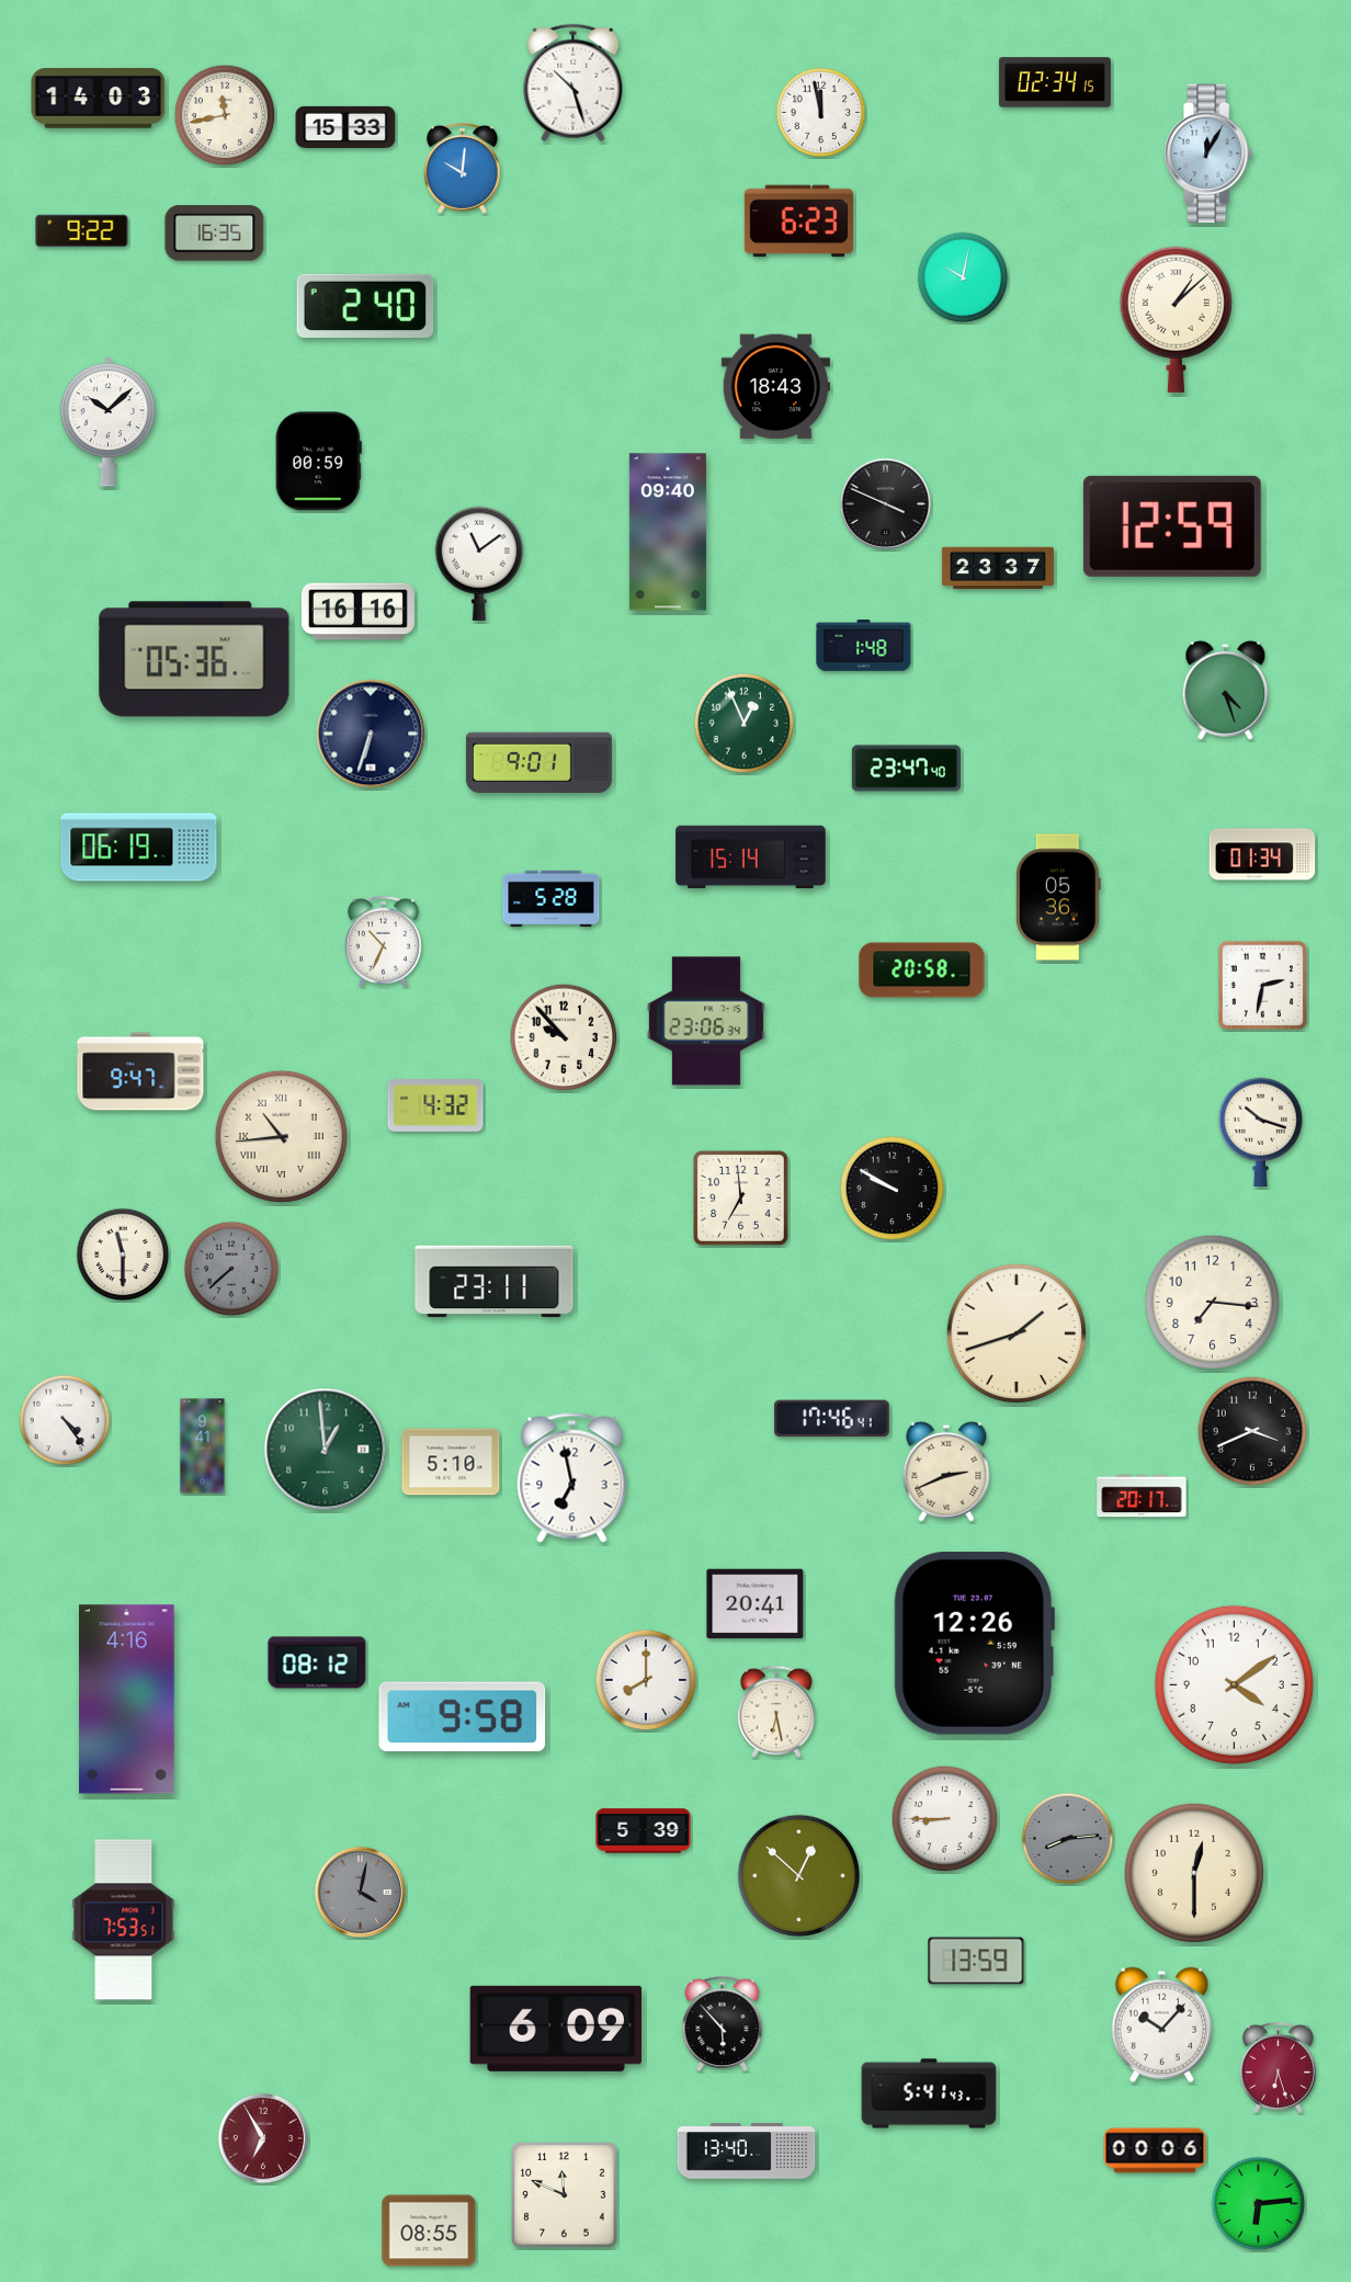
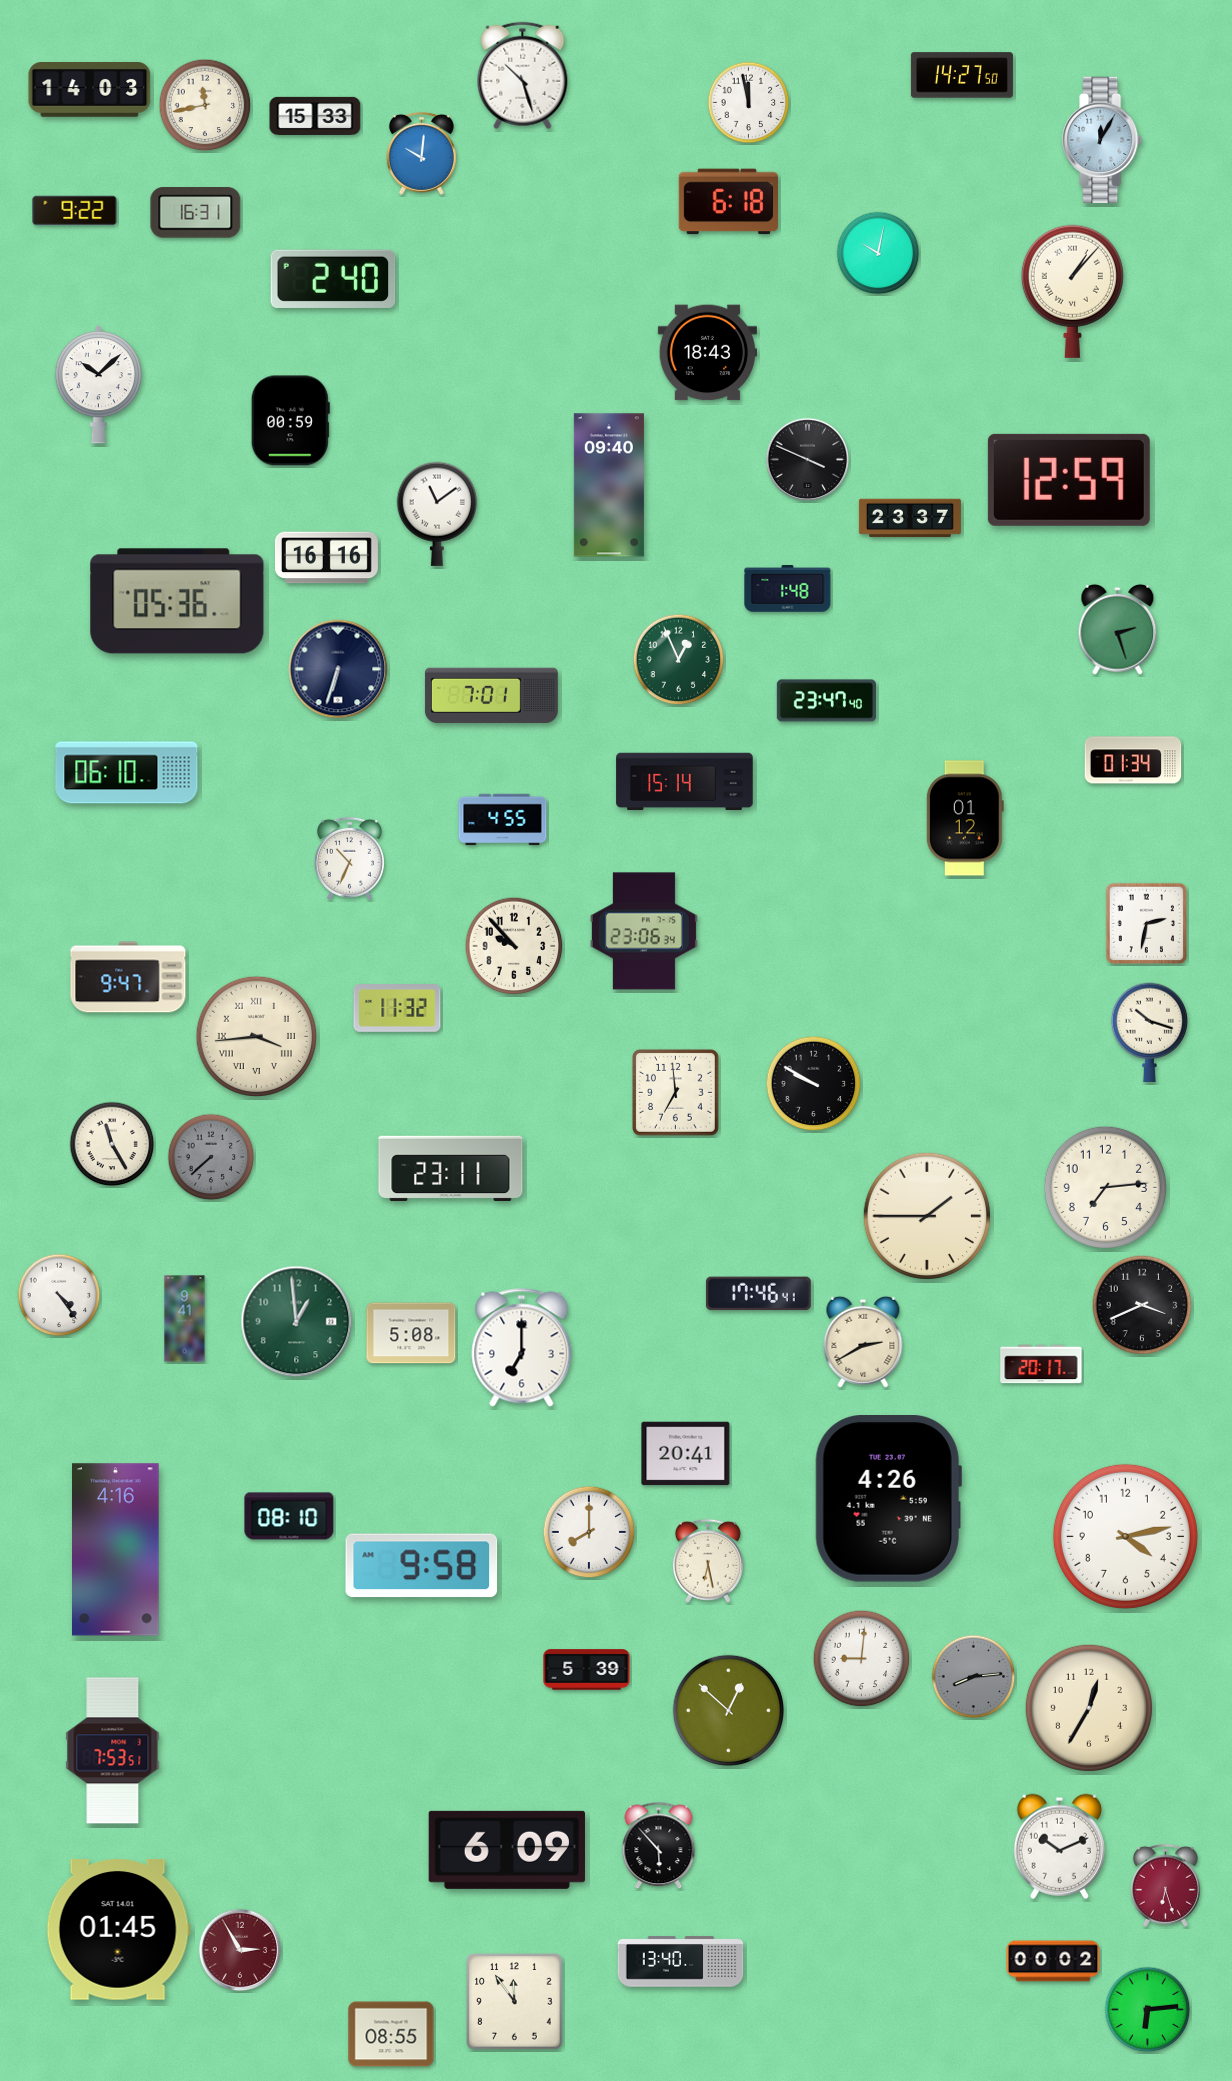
clock at (1055, 82): 02:34 -> 14:27
clock at (798, 222): 6:23 -> 6:18
clock at (215, 234): 16:35 -> 16:31
clock at (1176, 319): 1:08 -> 1:07
clock at (1226, 690): 4:27 -> 2:27
clock at (538, 763): 9:01 -> 7:01
clock at (139, 848): 06:19 -> 06:10
clock at (1262, 854) position: (1262, 854) -> (1133, 760)
clock at (1058, 897): 05:36 -> 01:12
clock at (552, 899): 5:28 -> 4:55
clock at (922, 970): 20:58 -> none
clock at (1262, 986) position: (1262, 986) -> (1146, 924)
clock at (435, 1105): 4:32 -> 11:32
clock at (281, 1136): 10:44 -> 3:44
clock at (123, 1254): 11:30 -> 11:25
clock at (1212, 1302): 7:16 -> 7:14
clock at (1017, 1333): 1:42 -> 1:45
clock at (451, 1462): 5:10 -> 5:08
clock at (946, 1472): 2:41 -> 2:40
clock at (572, 1478): 6:58 -> 7:00
clock at (756, 1604) position: (756, 1604) -> (686, 1454)
clock at (974, 1644): 12:26 -> 4:26
clock at (317, 1662): 08:12 -> 08:10
clock at (1234, 1684): 4:09 -> 4:13
clock at (945, 1819): 8:45 -> 9:01
clock at (1194, 1873): 12:30 -> 12:35
clock at (361, 1893): 4:02 -> none
clock at (976, 1961): 13:59 -> none
clock at (1161, 2024): 10:07 -> 10:11
clock at (929, 2093): 5:41 -> none
clock at (118, 1930): none -> 01:45
clock at (263, 2138): 6:55 -> 2:55
clock at (1155, 2150): 00:06 -> 00:02
clock at (565, 2195): 11:49 -> 11:54
